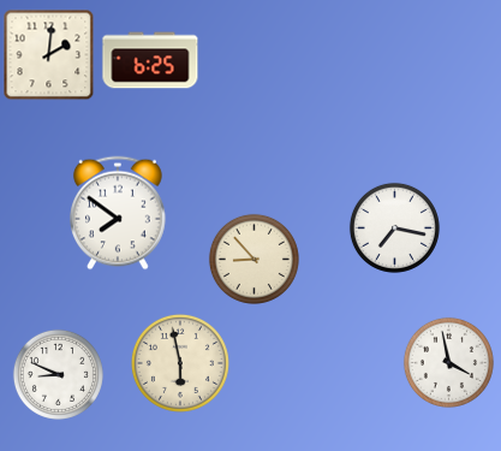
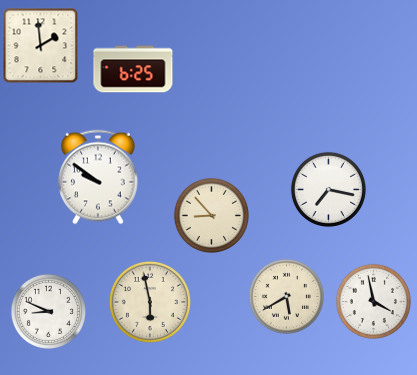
clock at (49, 55): 2:01 -> 1:59
clock at (150, 60) position: (150, 60) -> (133, 69)
clock at (119, 213): 7:51 -> 9:51
clock at (286, 296): none -> 5:40
